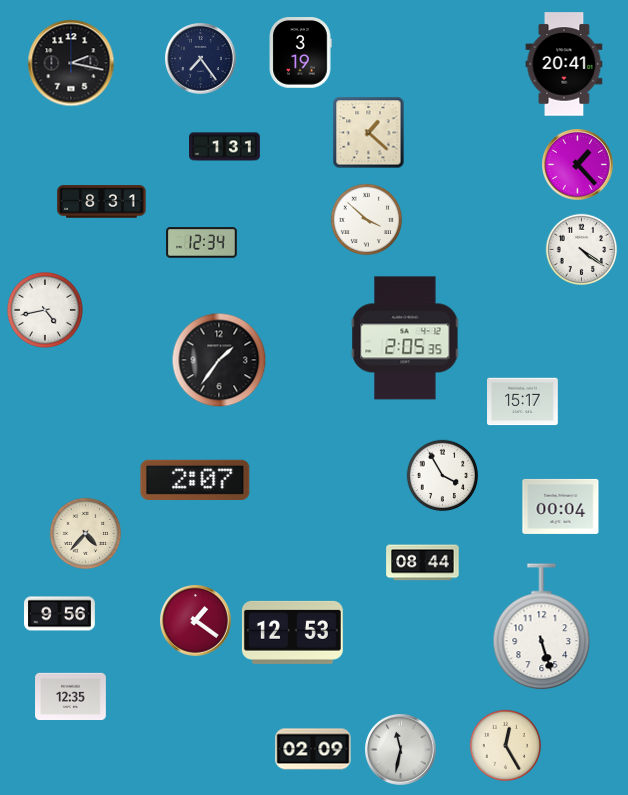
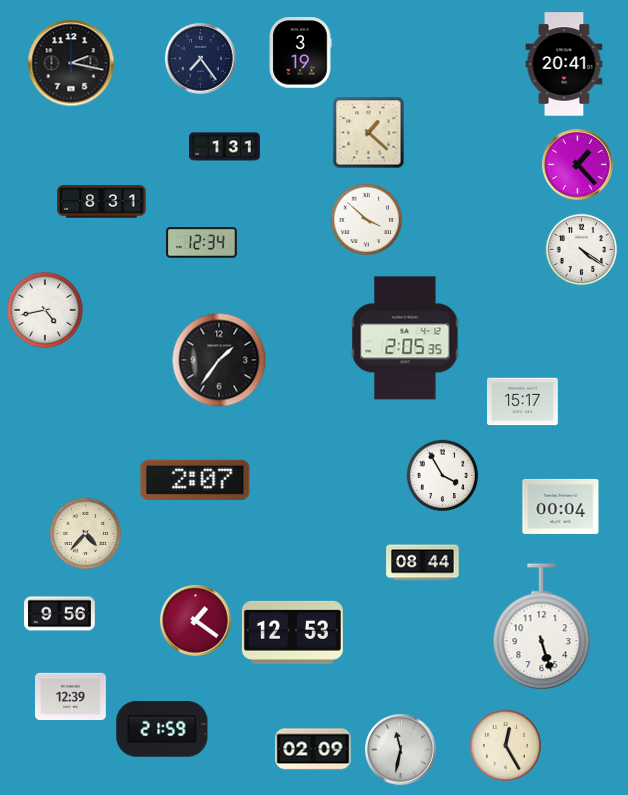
clock at (71, 696): 12:35 -> 12:39
clock at (162, 730): none -> 21:59
